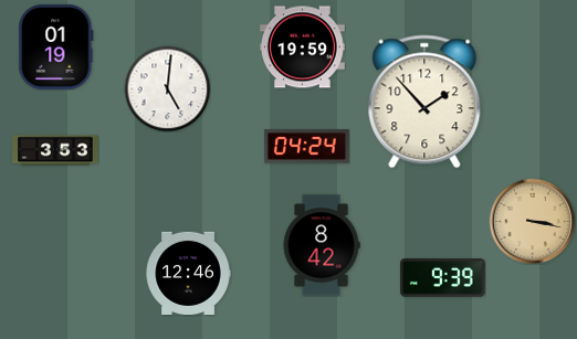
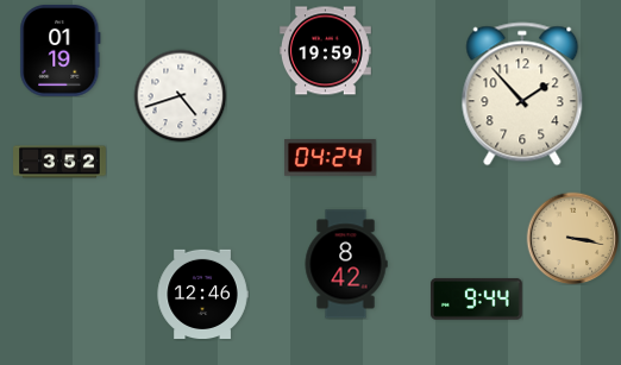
clock at (167, 88): 5:01 -> 4:42
clock at (424, 102) position: (424, 102) -> (522, 94)
clock at (55, 150): 3:53 -> 3:52
clock at (442, 278): 9:39 -> 9:44
